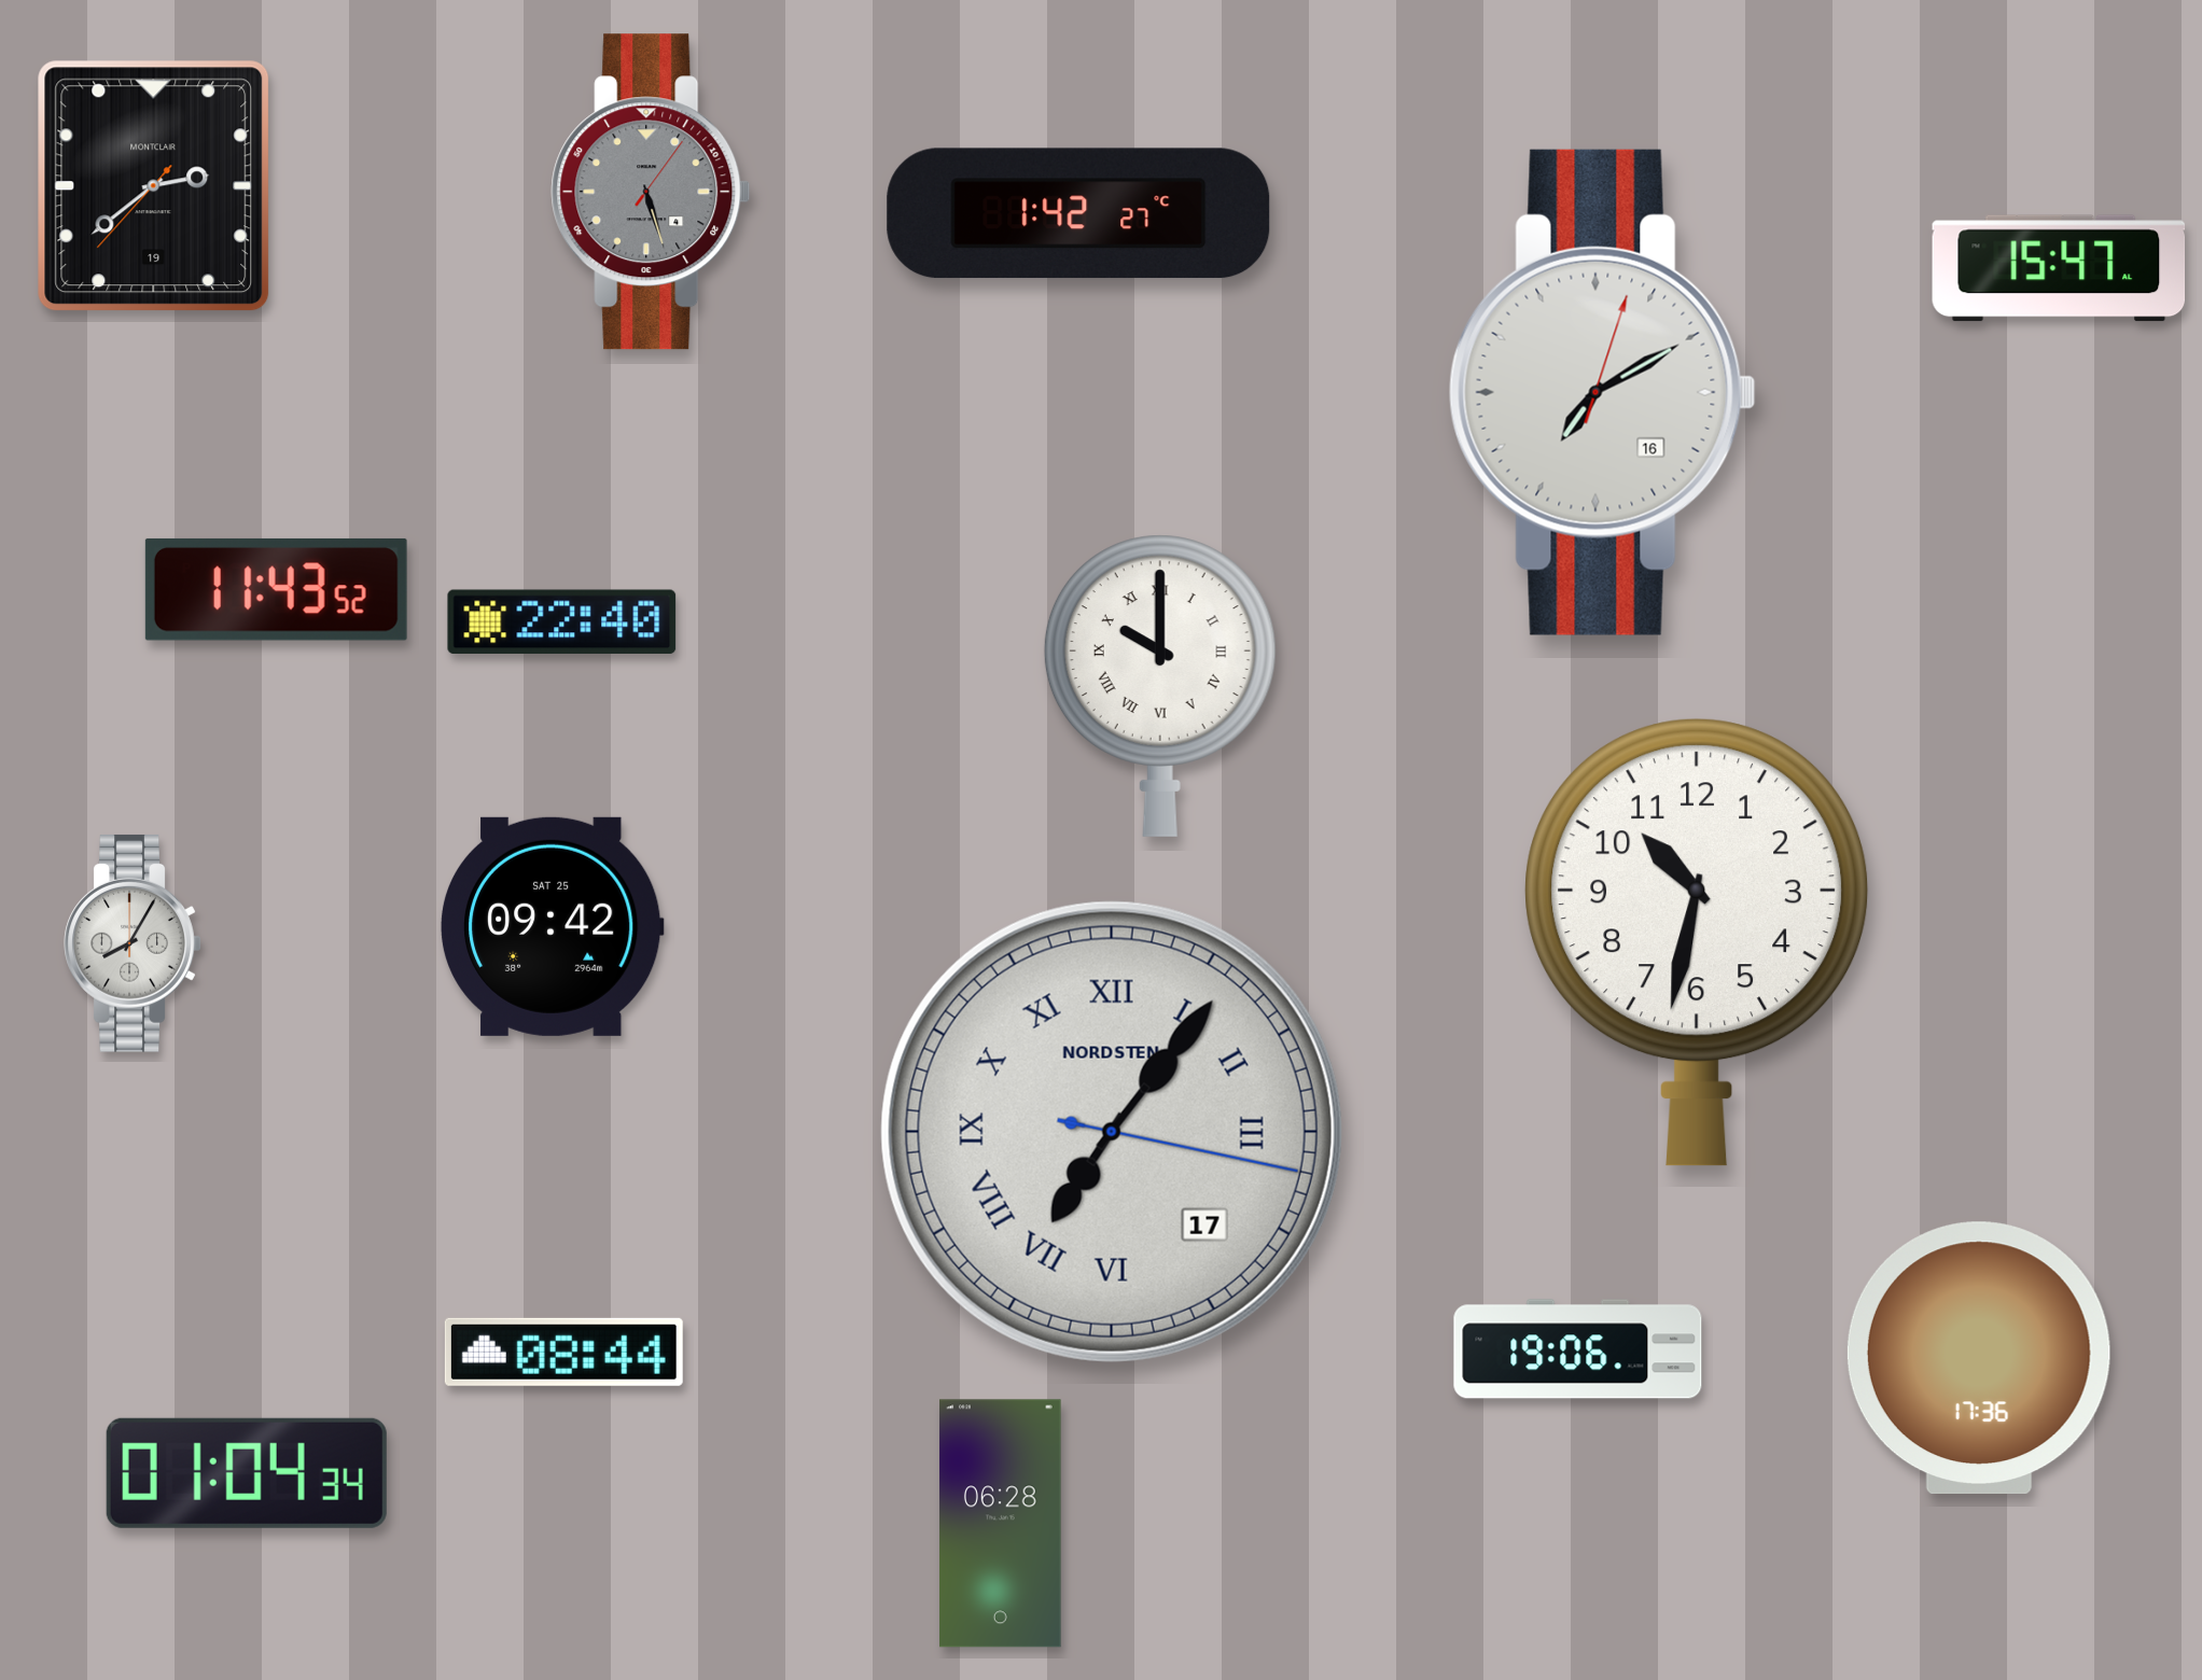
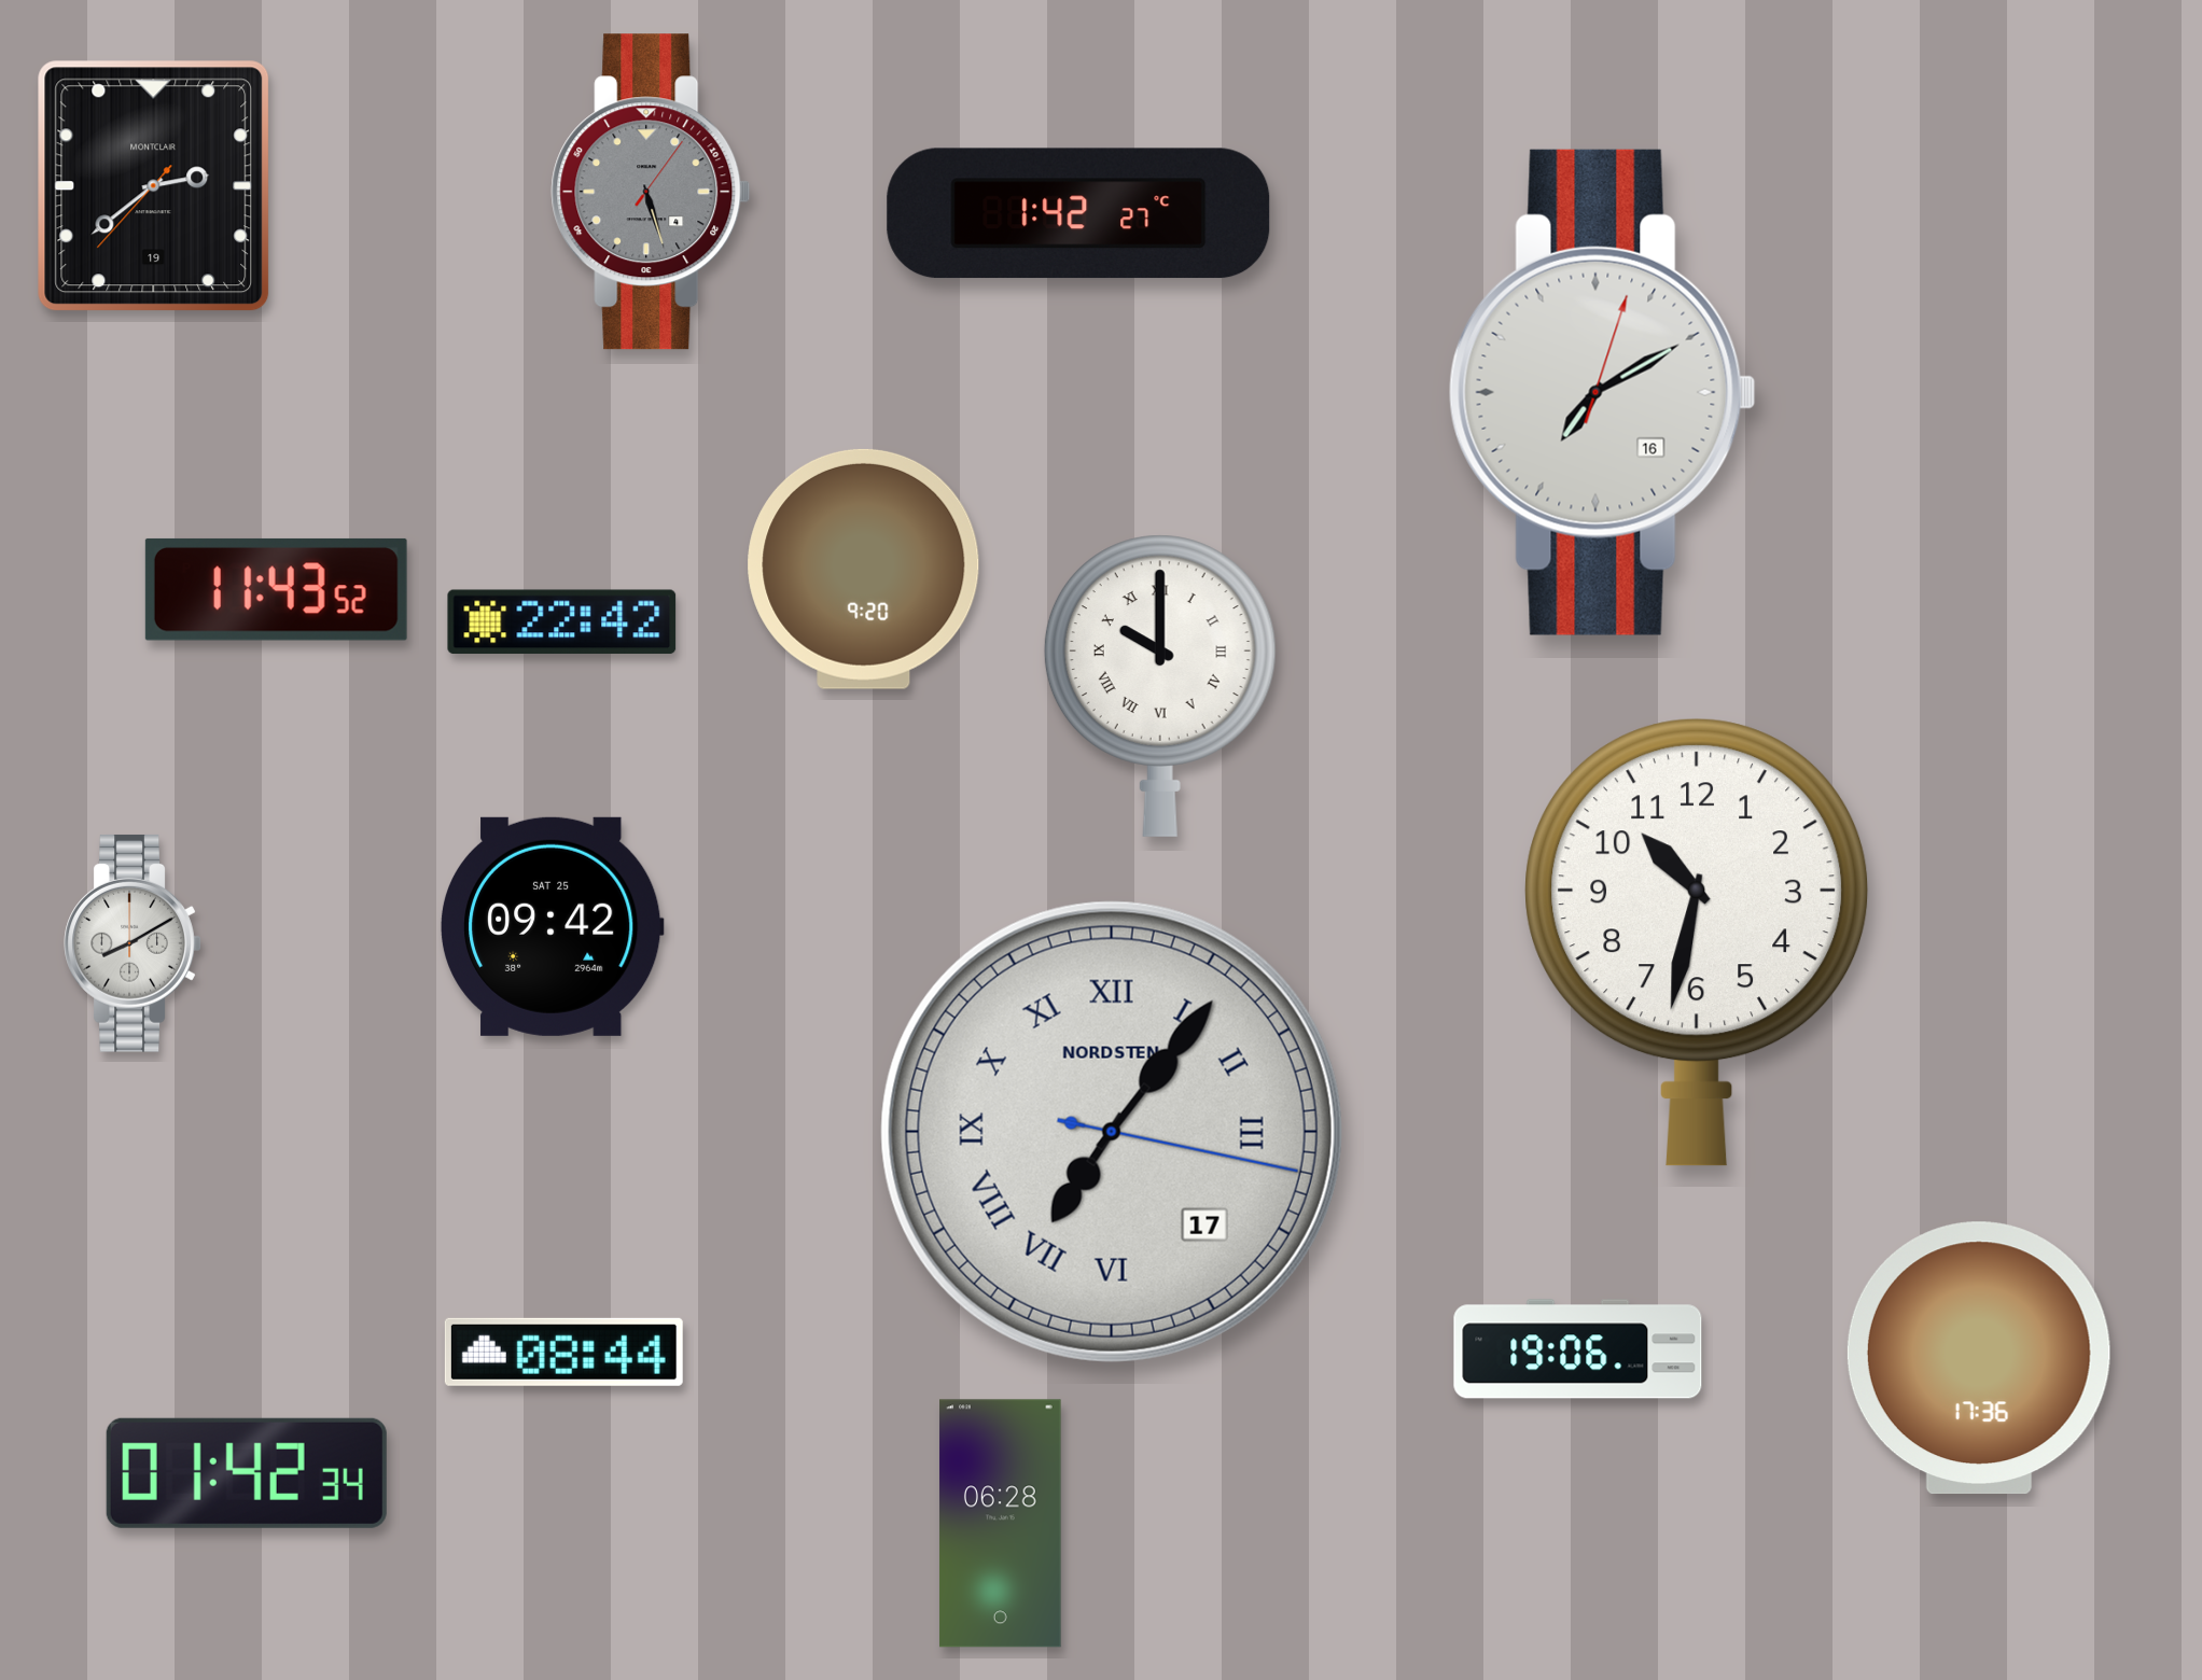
clock at (2059, 268): 15:47 -> none
clock at (864, 569): none -> 9:20
clock at (562, 622): 22:40 -> 22:42
clock at (133, 943): 8:05 -> 8:10
clock at (247, 1473): 01:04 -> 01:42
